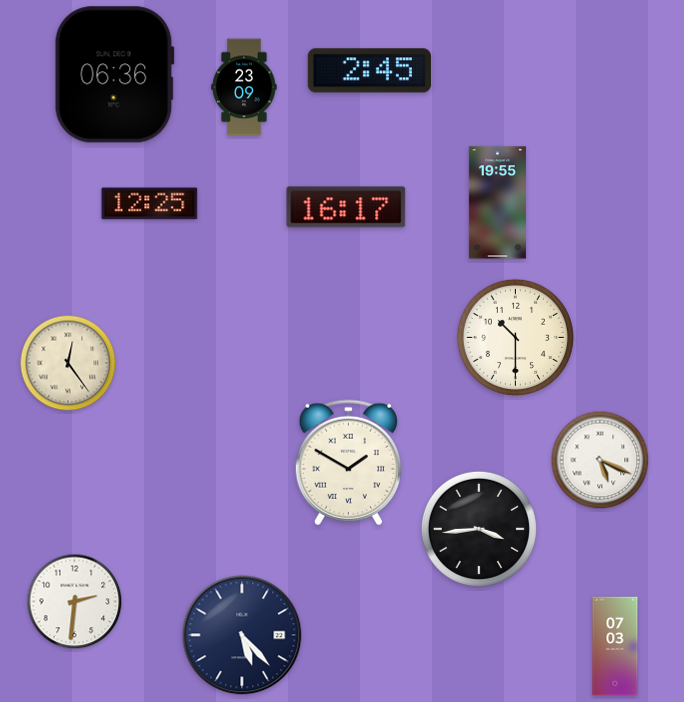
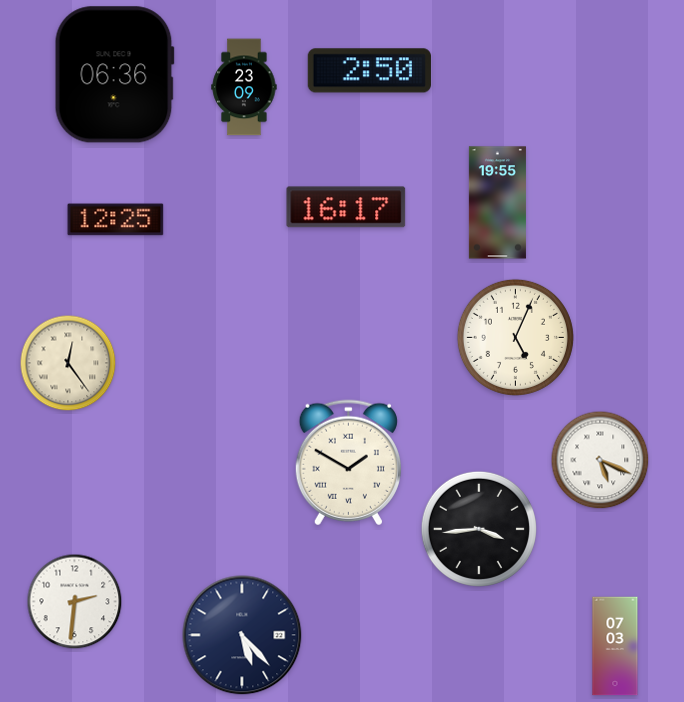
clock at (369, 71): 2:45 -> 2:50
clock at (150, 204) position: (150, 204) -> (116, 220)
clock at (515, 337): 10:30 -> 5:04
